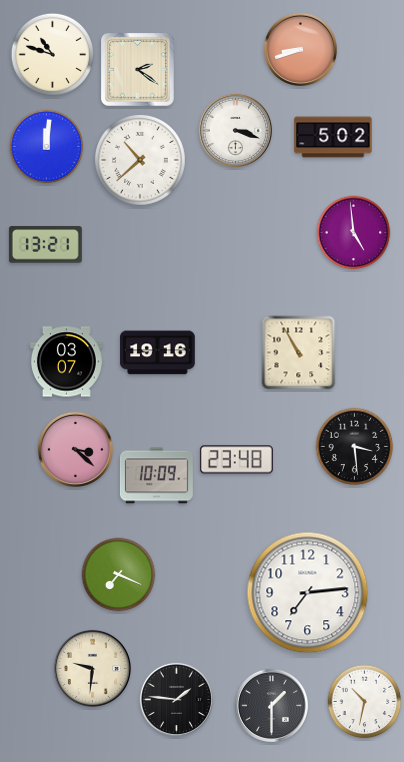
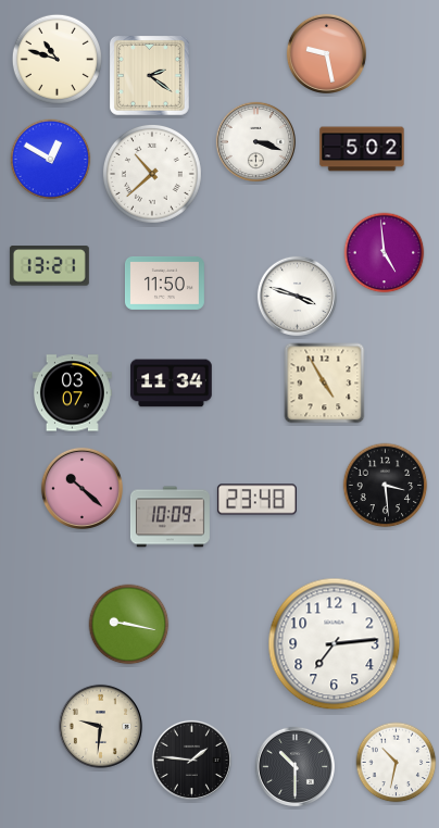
clock at (300, 49): 8:42 -> 9:28
clock at (47, 147): 12:01 -> 12:50
clock at (164, 283): none -> 11:50
clock at (297, 296): none -> 3:48
clock at (158, 353): 19:16 -> 11:34
clock at (299, 353): 10:55 -> 4:55
clock at (75, 449): 3:22 -> 10:22
clock at (119, 575): 7:19 -> 9:17
clock at (271, 705): 1:30 -> 10:30
